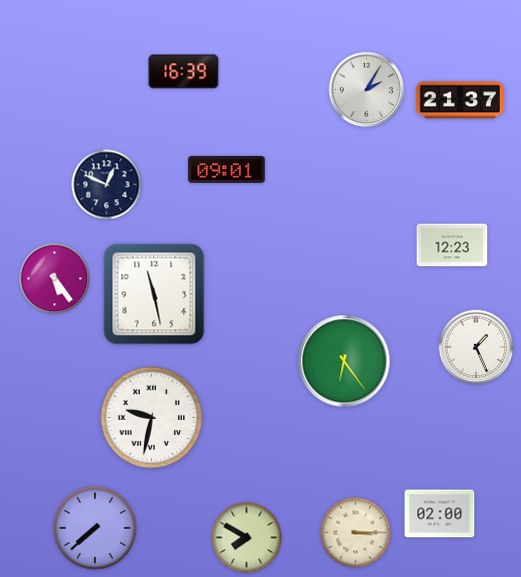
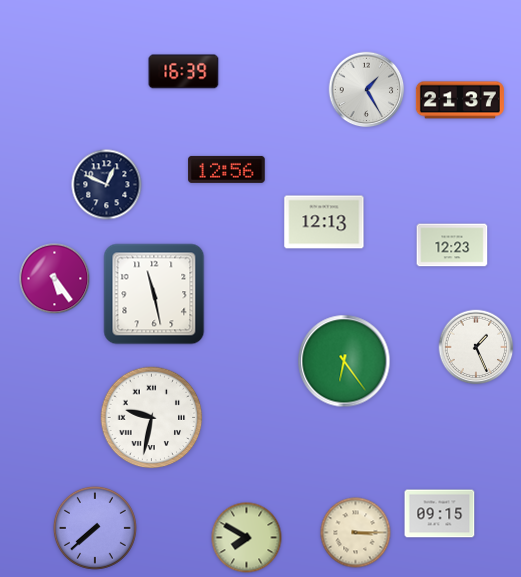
clock at (367, 90): 2:05 -> 1:25
clock at (227, 169): 09:01 -> 12:56
clock at (324, 222): none -> 12:13
clock at (440, 514): 02:00 -> 09:15
